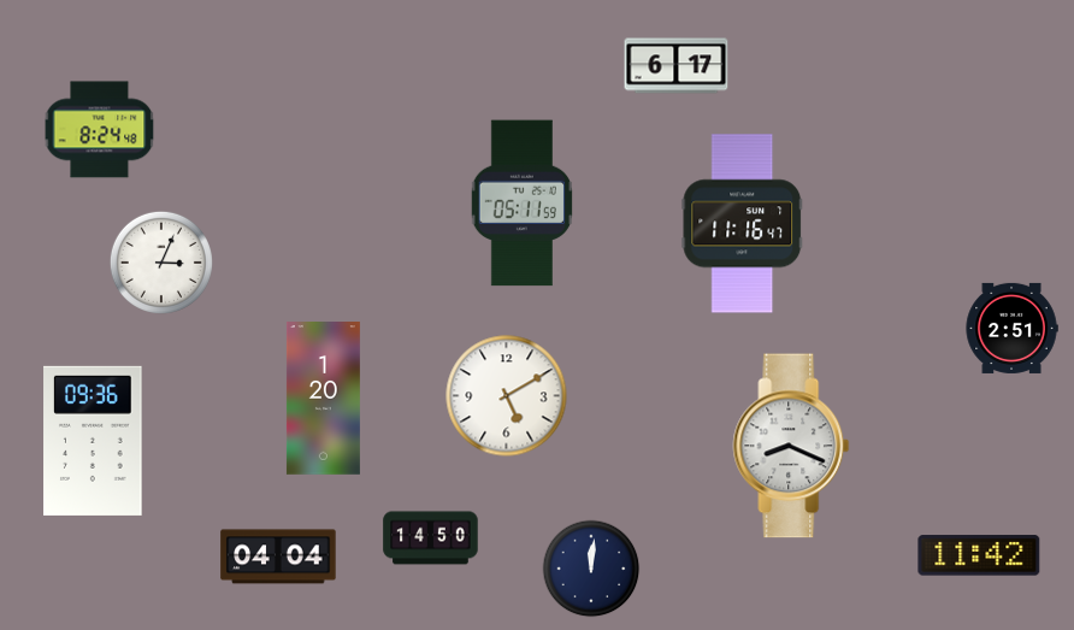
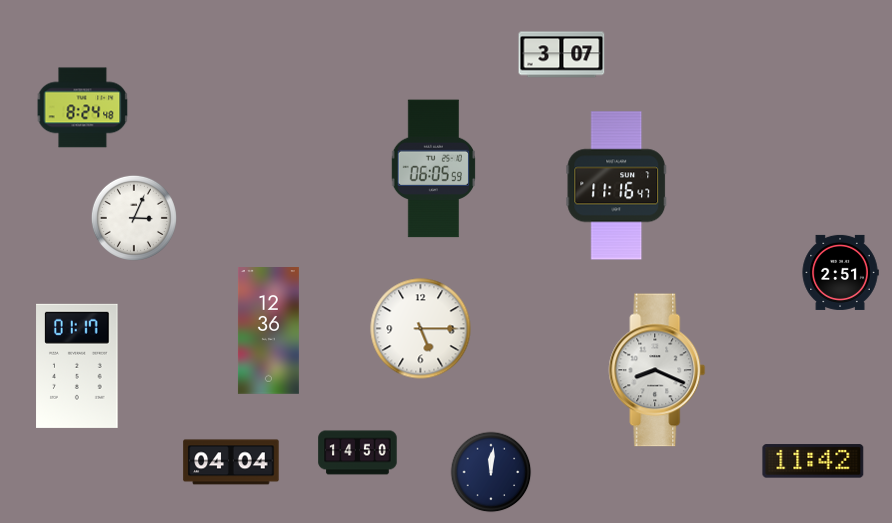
clock at (677, 66): 6:17 -> 3:07
clock at (521, 204): 05:11 -> 06:05
clock at (507, 396): 5:10 -> 5:15
clock at (323, 399): 1:20 -> 12:36
clock at (93, 441): 09:36 -> 01:17
clock at (431, 538) position: (431, 538) -> (358, 453)
